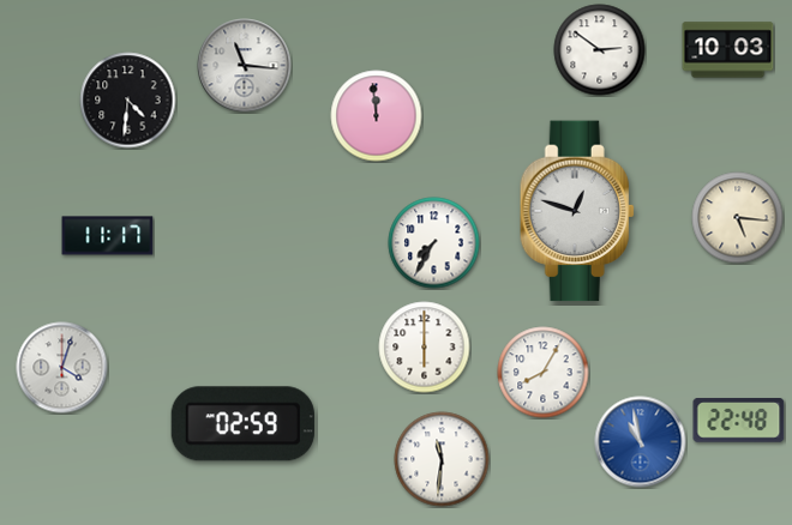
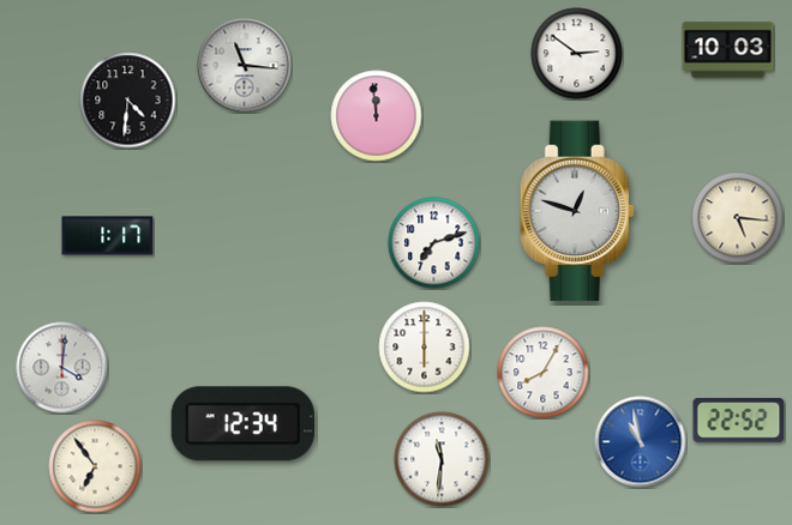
clock at (600, 50) position: (600, 50) -> (577, 54)
clock at (108, 236): 11:17 -> 1:17
clock at (434, 243): 7:35 -> 7:12
clock at (62, 368): 4:03 -> 4:01
clock at (739, 421): 22:48 -> 22:52
clock at (242, 424): 02:59 -> 12:34
clock at (95, 466): none -> 6:54
